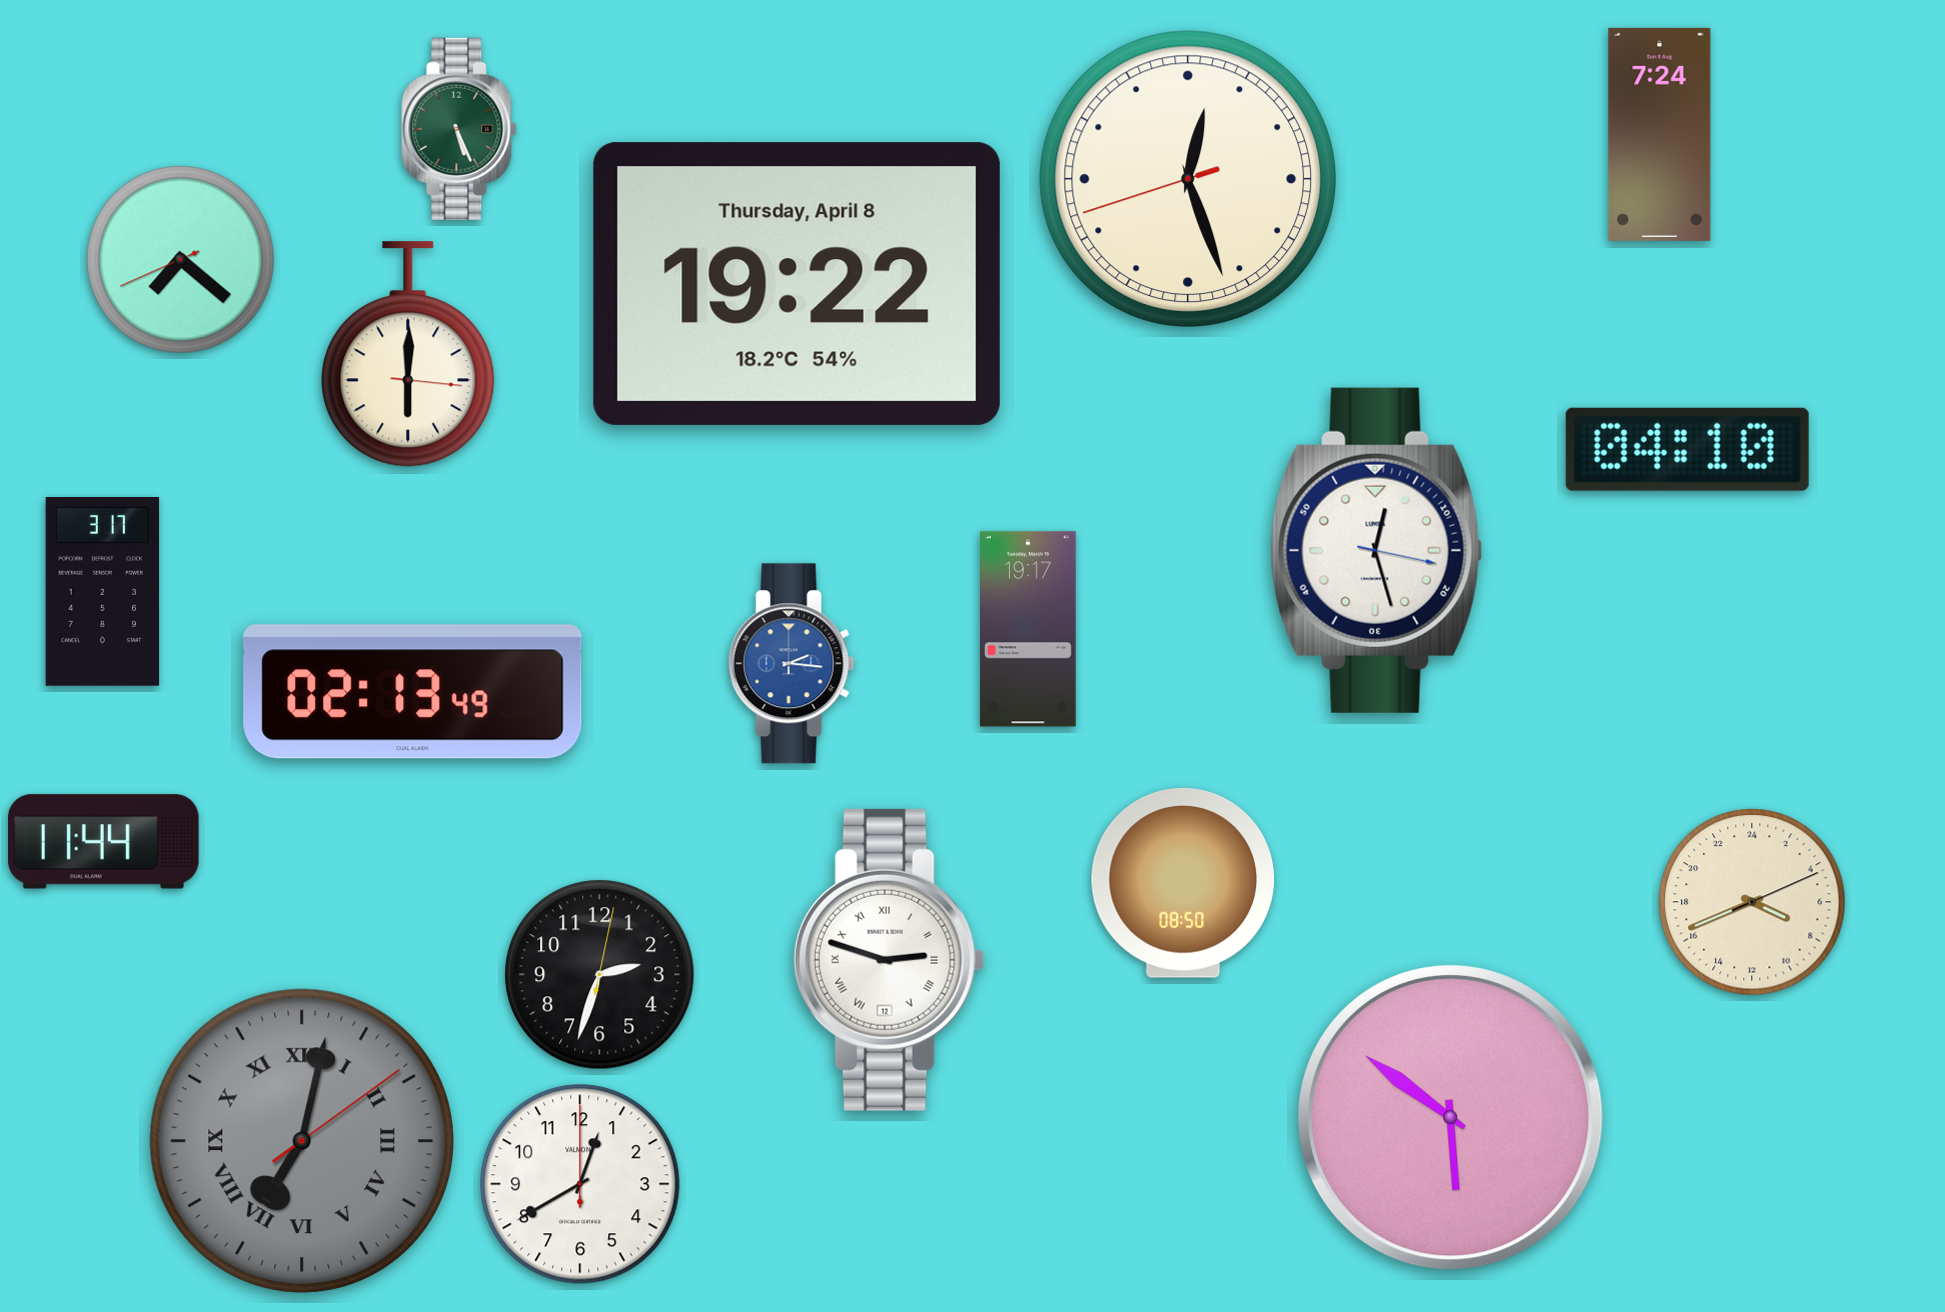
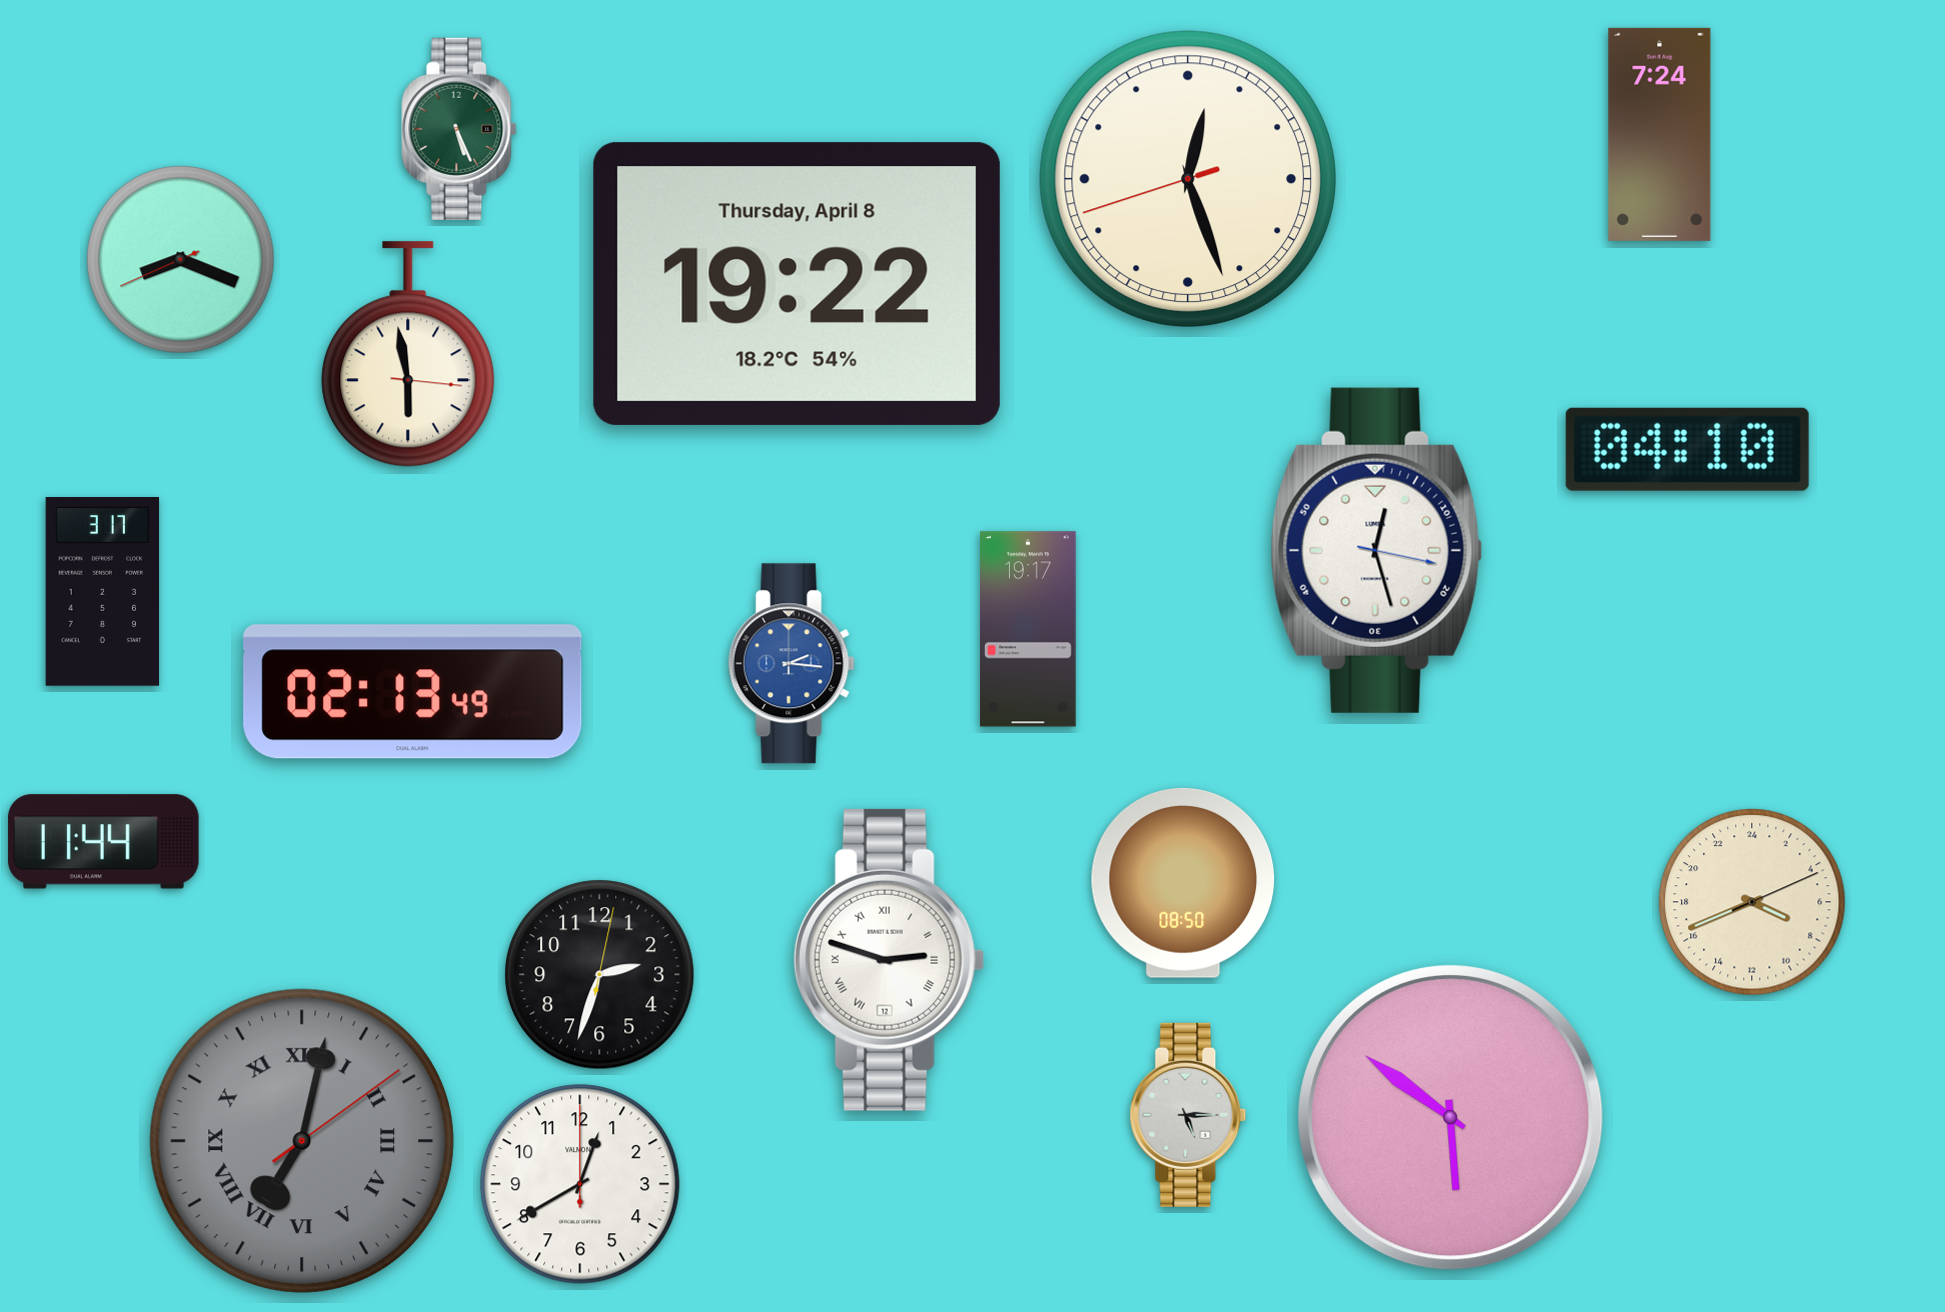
clock at (181, 260): 7:21 -> 8:18
clock at (408, 354): 6:00 -> 5:58
clock at (1188, 1115): none -> 5:15
